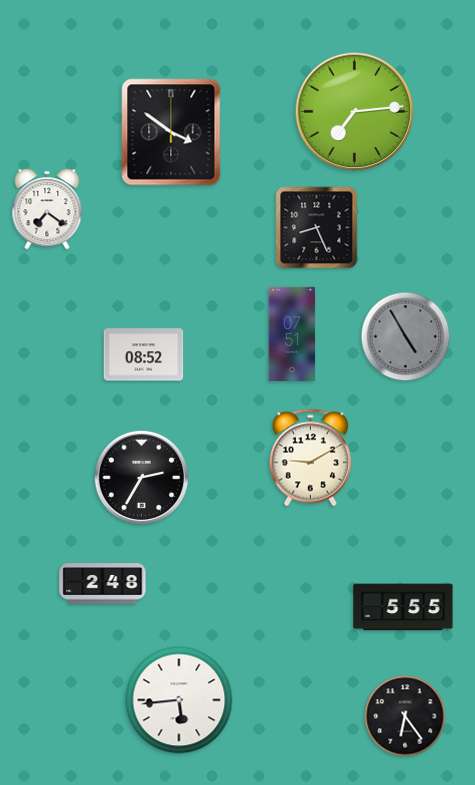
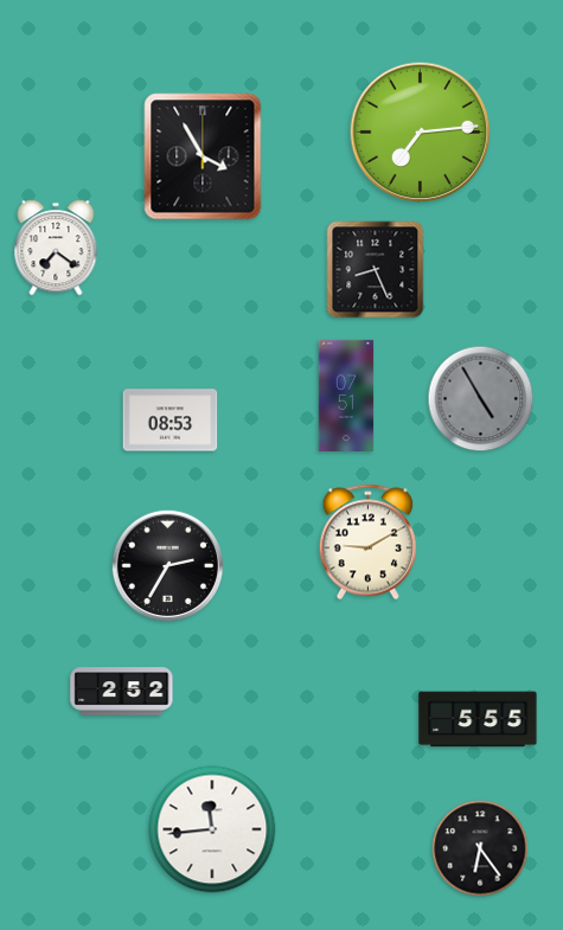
clock at (171, 132): 3:51 -> 3:55
clock at (144, 355): 08:52 -> 08:53
clock at (103, 584): 2:48 -> 2:52
clock at (179, 700): 5:44 -> 11:44
